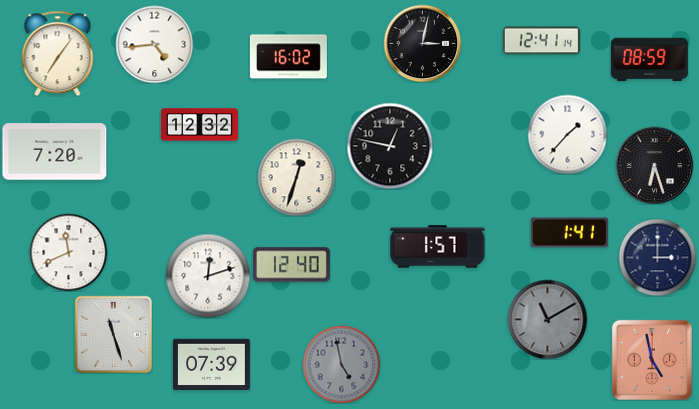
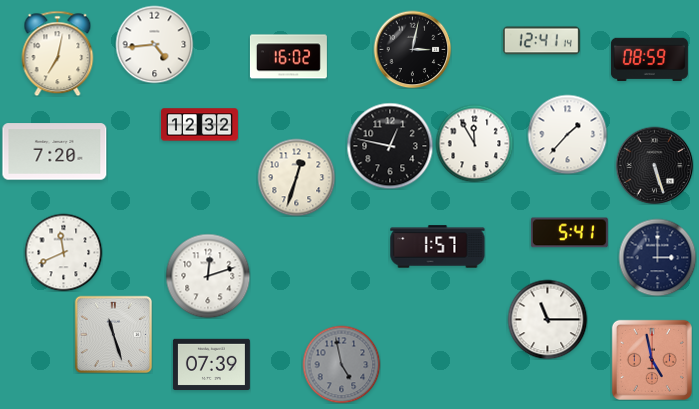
clock at (422, 43) position: (422, 43) -> (412, 49)
clock at (58, 53): 7:06 -> 7:02
clock at (474, 143): none -> 11:55
clock at (654, 165): 6:27 -> 5:27
clock at (569, 233): 1:41 -> 5:41
clock at (68, 252) position: (68, 252) -> (63, 252)
clock at (291, 265): 12:40 -> none
clock at (547, 319): 11:10 -> 11:15
clock at (547, 319) dial: grey -> white
